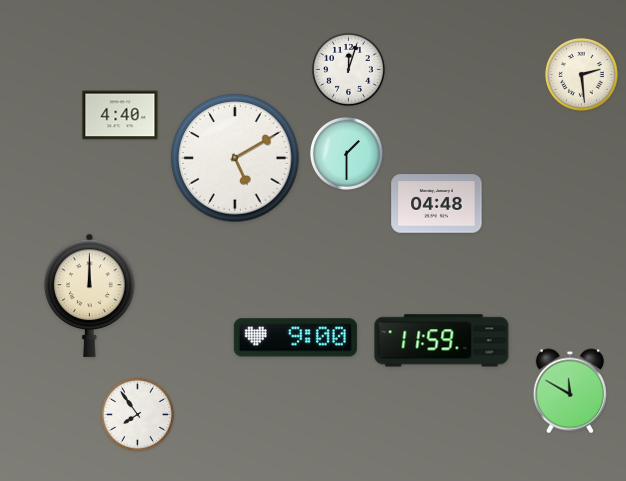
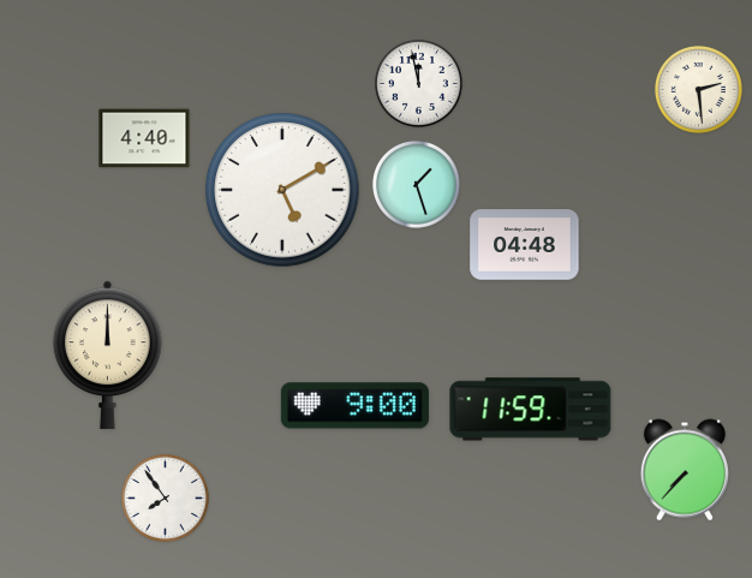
clock at (348, 69): 12:03 -> 11:58
clock at (346, 153): 1:30 -> 1:27
clock at (570, 391): 11:50 -> 7:37
